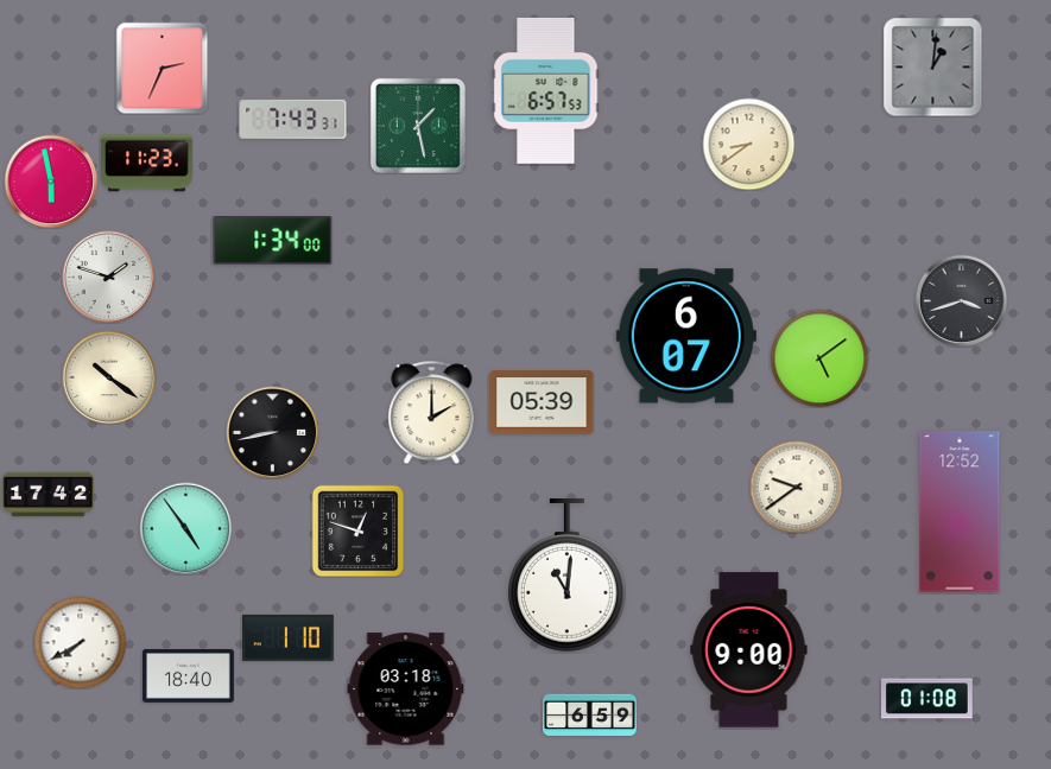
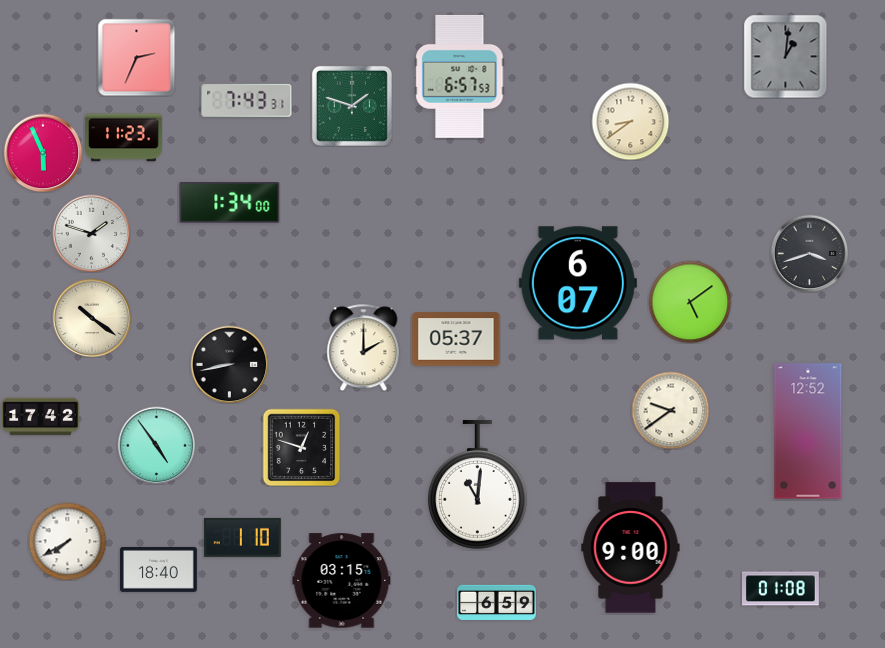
clock at (418, 126): 1:28 -> 1:48
clock at (51, 182): 5:58 -> 5:56
clock at (542, 402): 05:39 -> 05:37
clock at (406, 689): 03:18 -> 03:15
